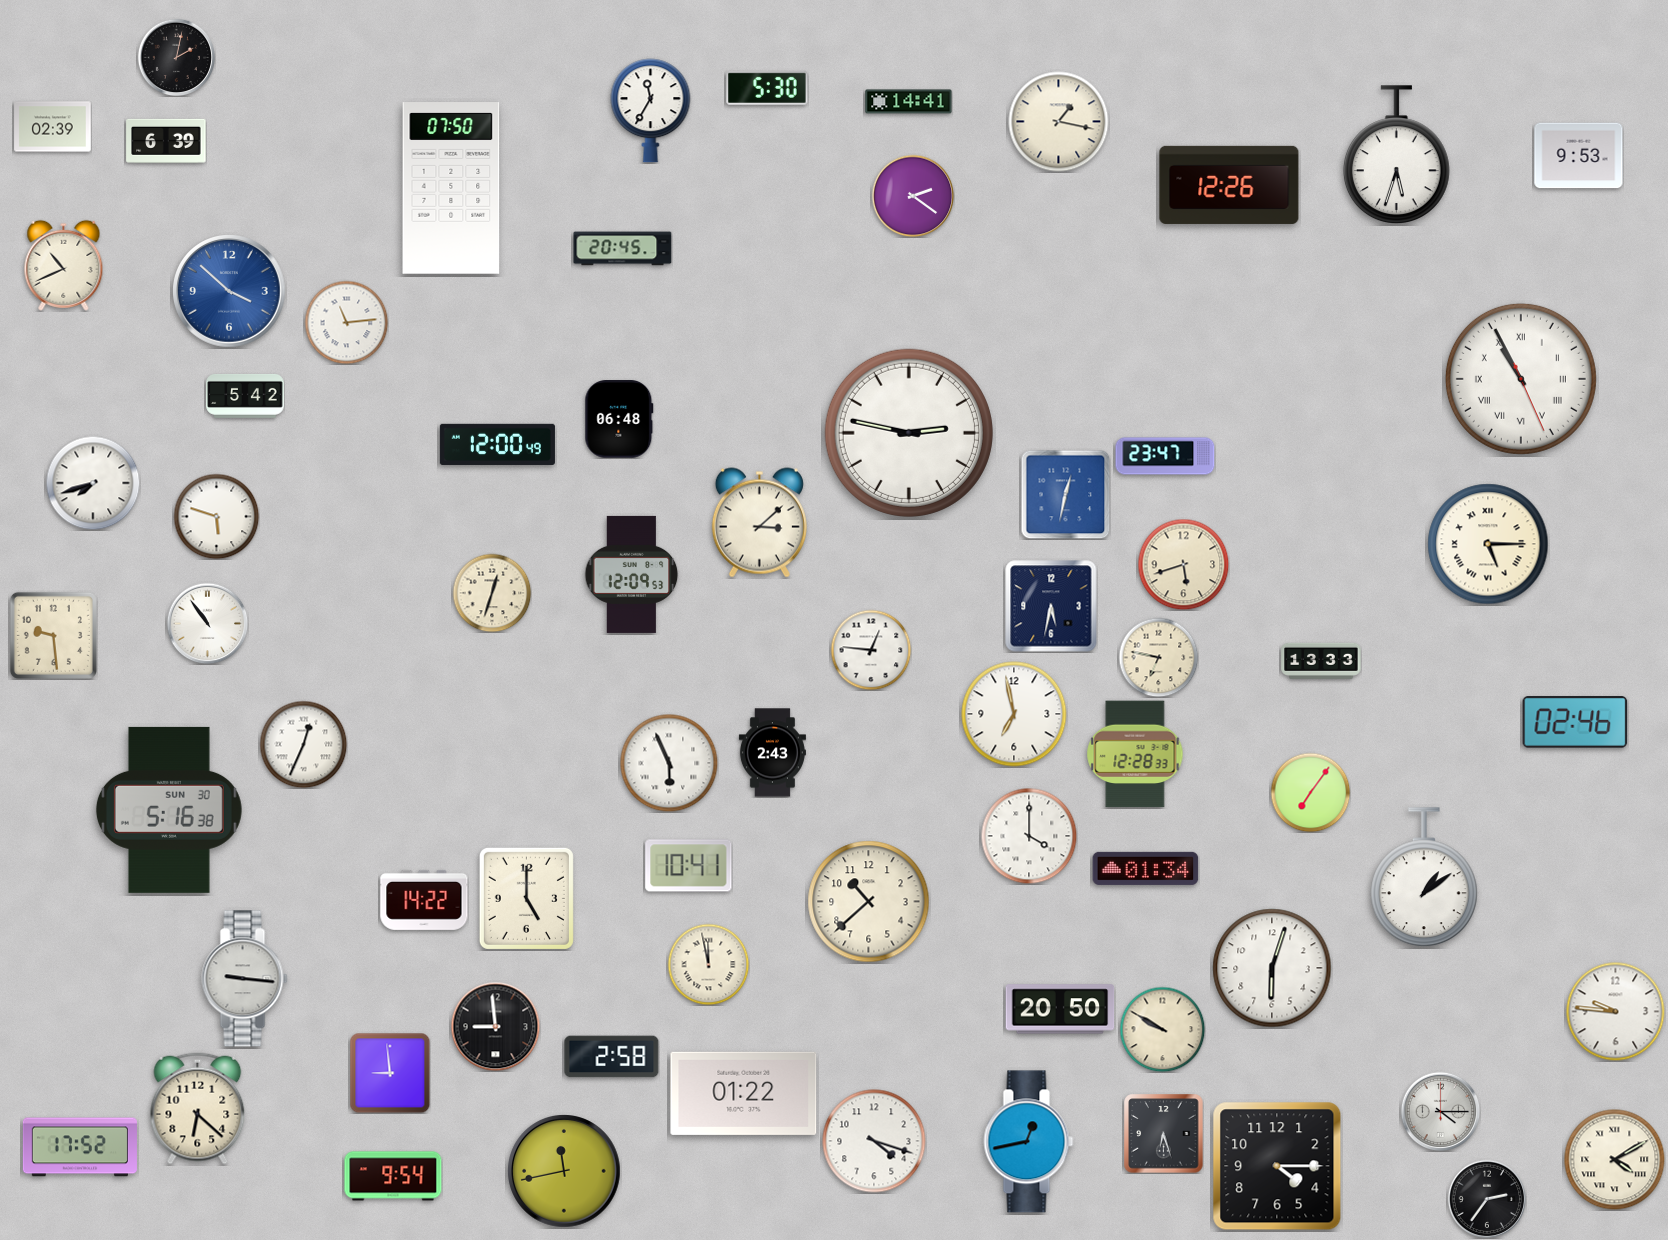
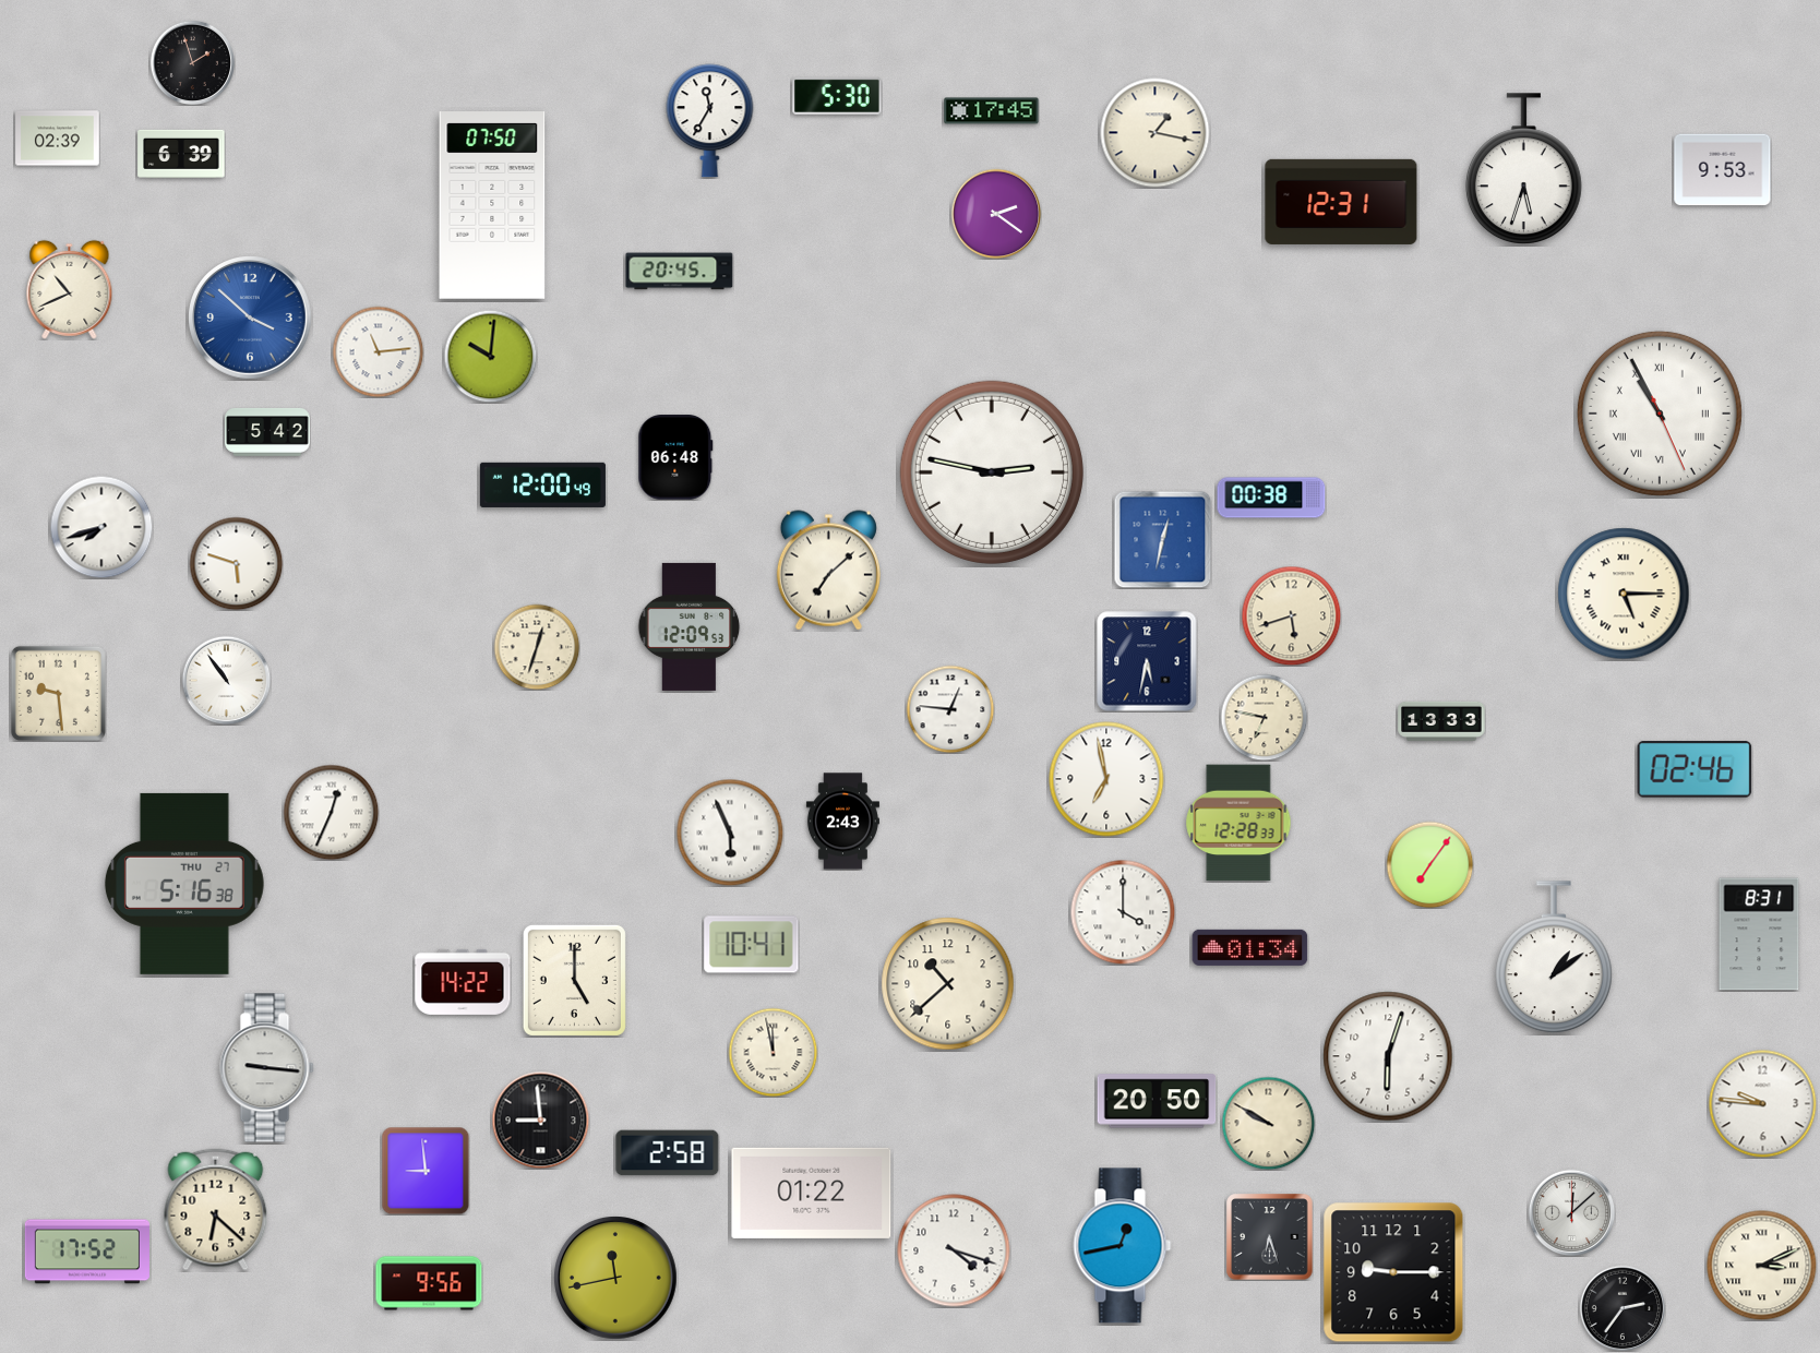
clock at (176, 57): 2:02 -> 1:57
clock at (909, 102): 14:41 -> 17:45
clock at (1229, 185): 12:26 -> 12:31
clock at (490, 356): none -> 10:01
clock at (1165, 456): 23:47 -> 00:38
clock at (759, 523): 3:08 -> 7:08
clock at (1575, 722) position: (1575, 722) -> (1695, 769)
clock at (169, 810) date: SUN 30 -> THU 27
clock at (1759, 934): none -> 8:31
clock at (1440, 1111): 4:15 -> 12:08
clock at (874, 1141) position: (874, 1141) -> (954, 1250)
clock at (1615, 1160): 4:10 -> 3:11
clock at (1277, 1166): 4:15 -> 9:15
clock at (393, 1176): 9:54 -> 9:56
